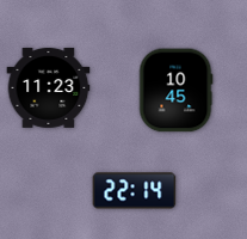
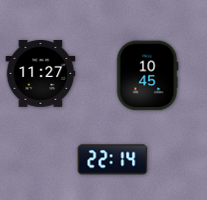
clock at (49, 87): 11:23 -> 11:27
